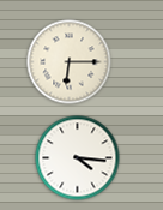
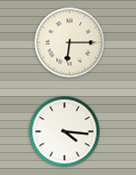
clock at (70, 62) position: (70, 62) -> (70, 43)
